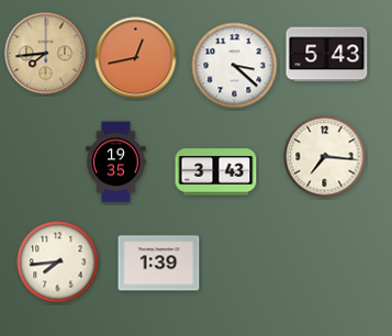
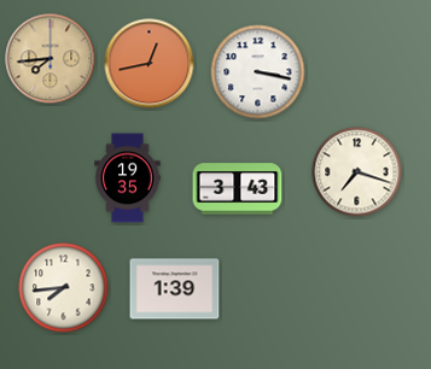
clock at (327, 55): 5:43 -> none
clock at (235, 66): 3:22 -> 3:17
clock at (325, 157): 7:16 -> 7:18
